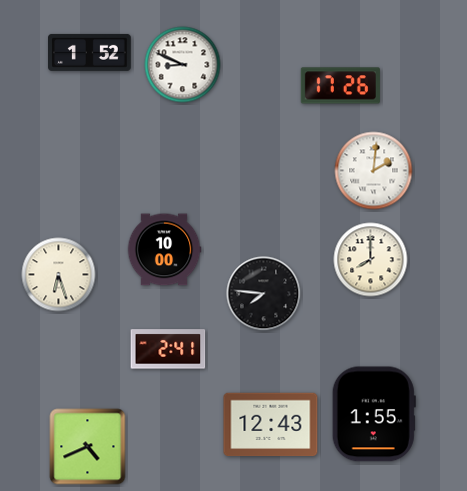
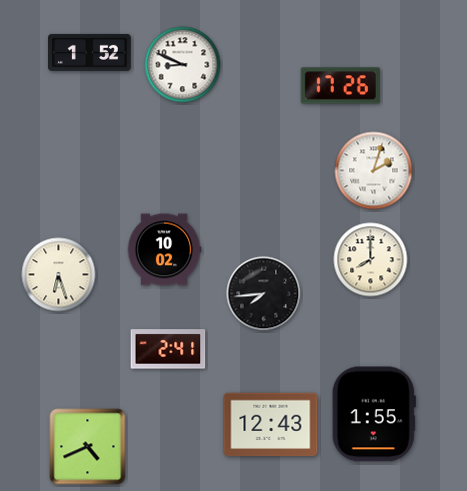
clock at (374, 171): 2:01 -> 2:03
clock at (164, 250): 10:00 -> 10:02
clock at (264, 294): 7:46 -> 7:44
